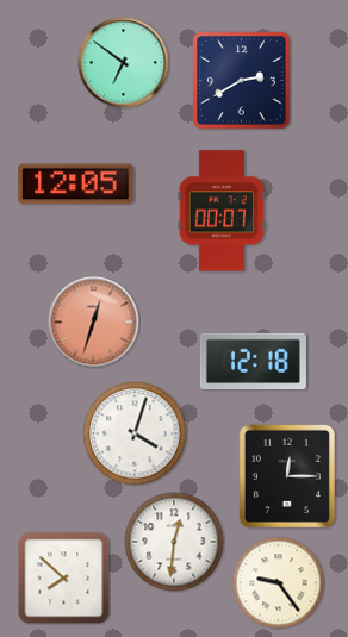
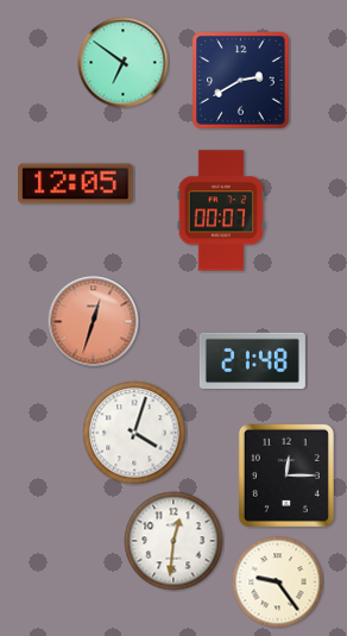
clock at (253, 362): 12:18 -> 21:48
clock at (64, 579): 7:52 -> none
